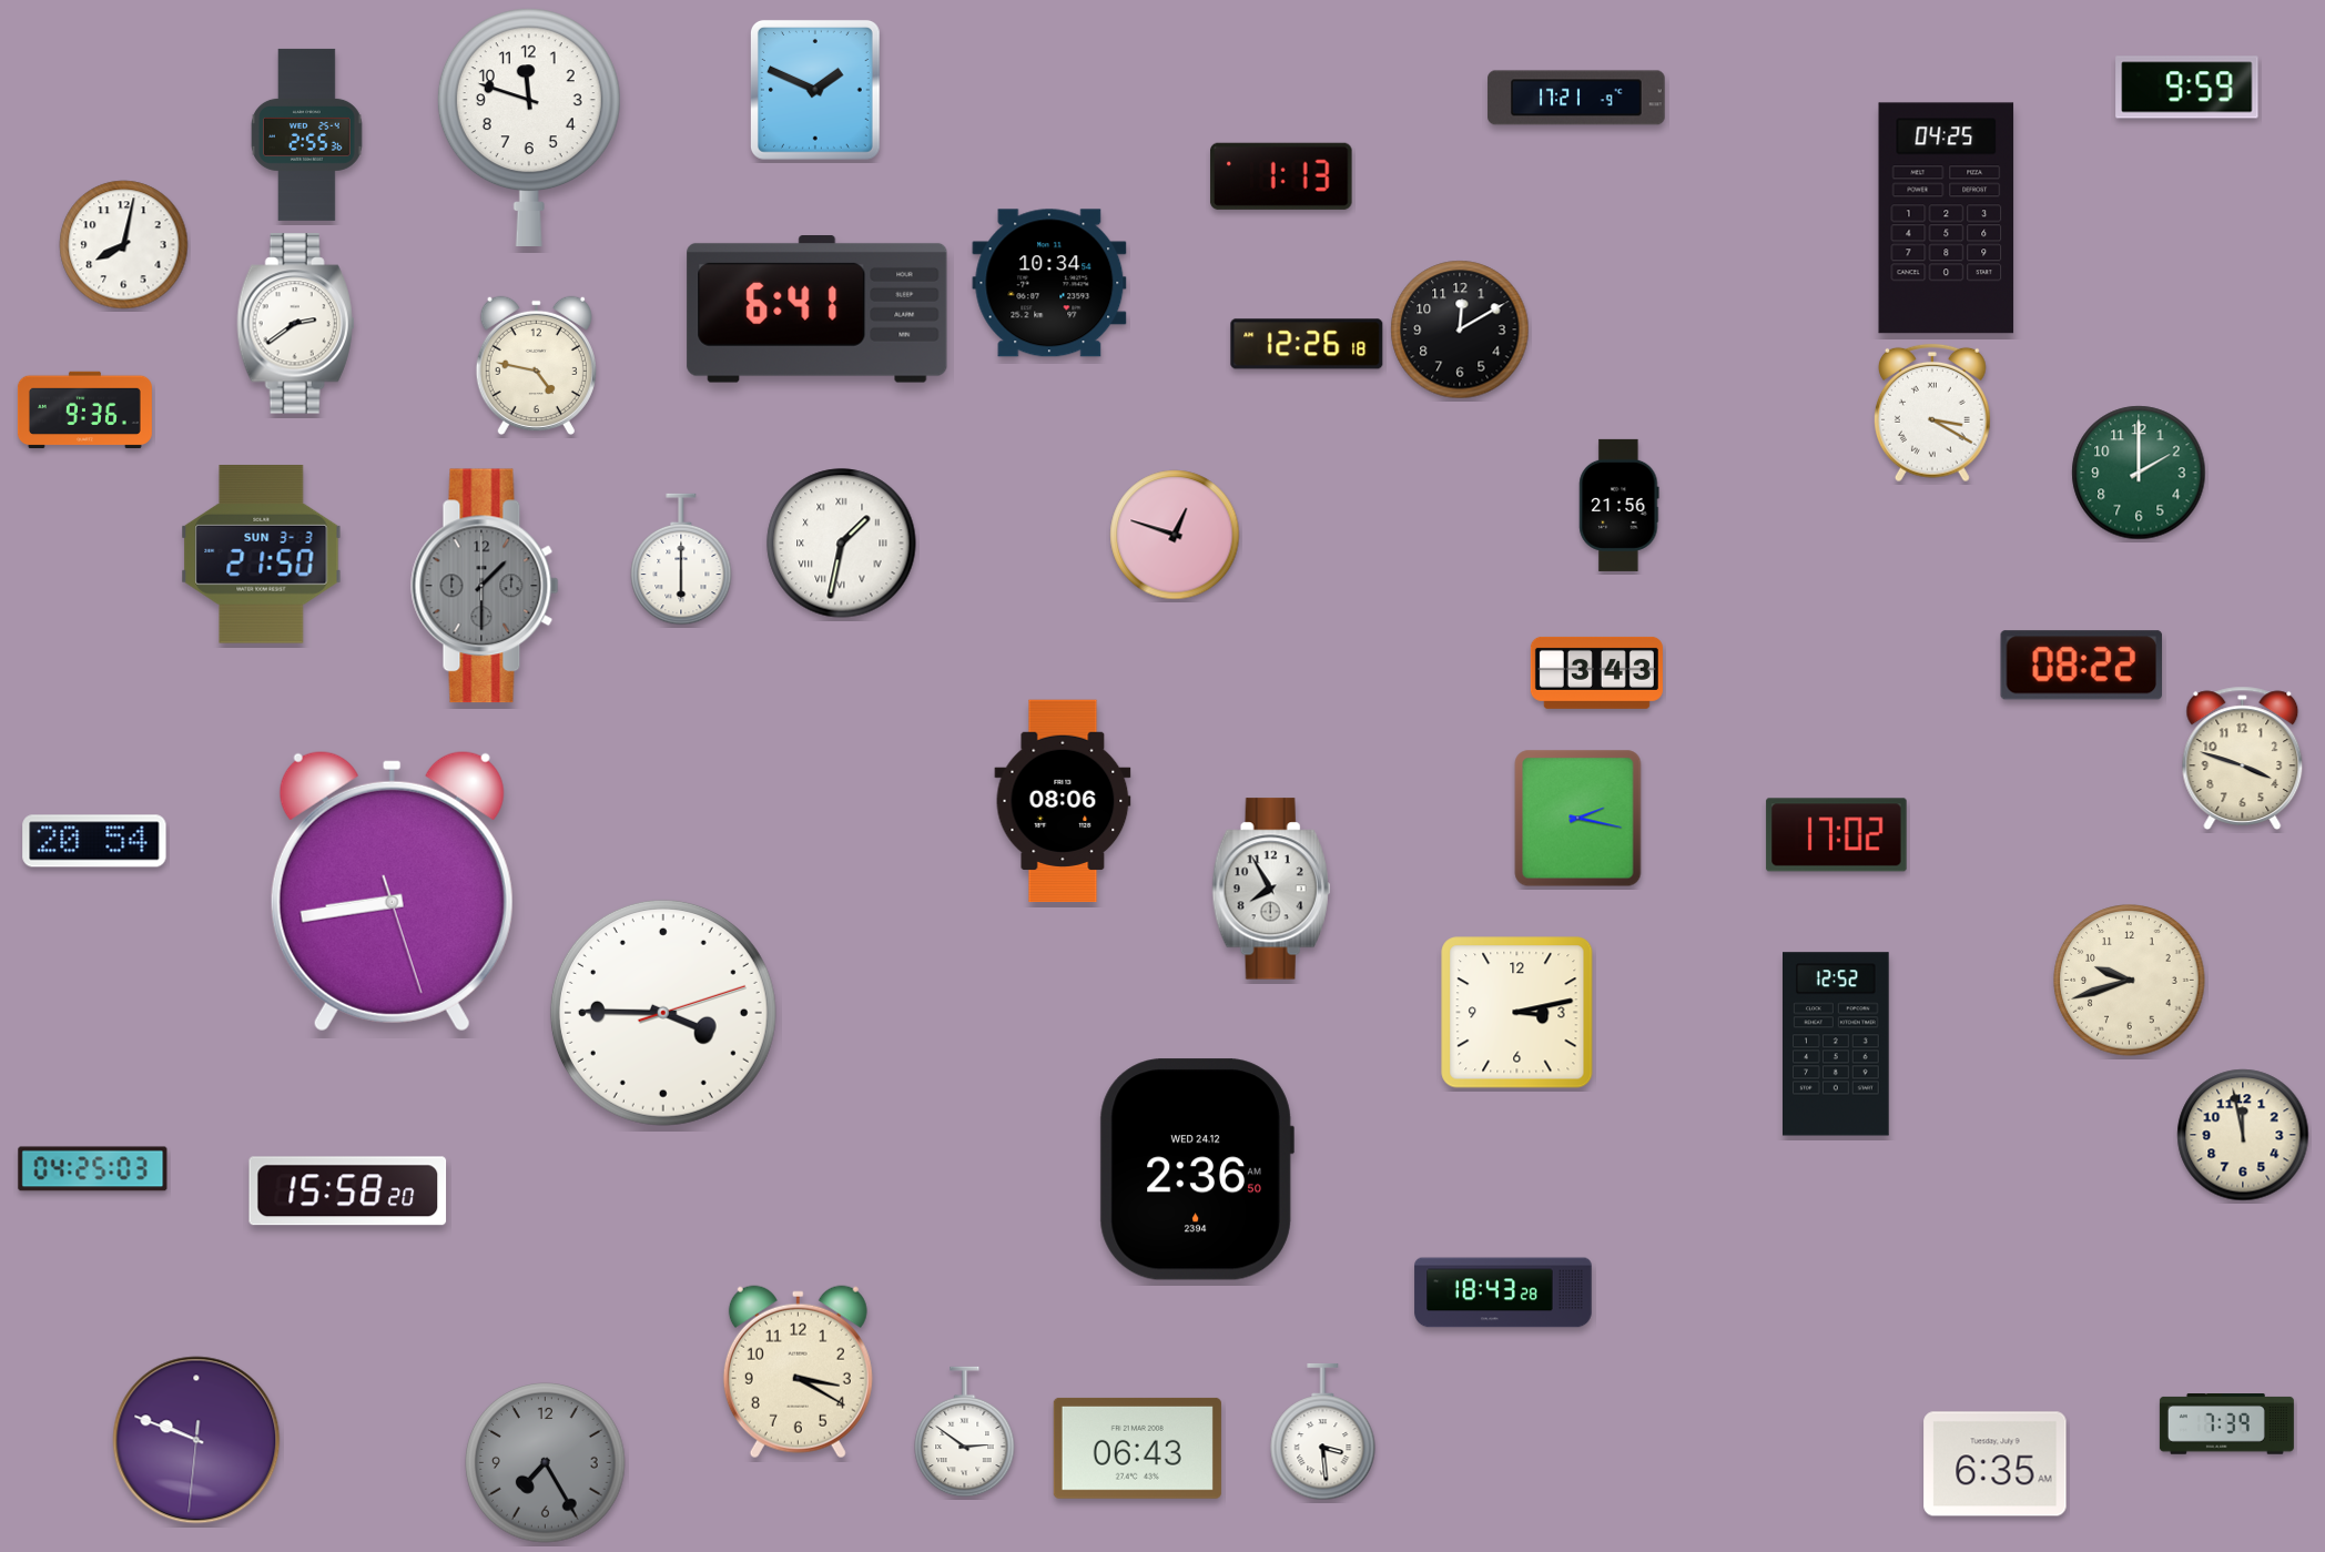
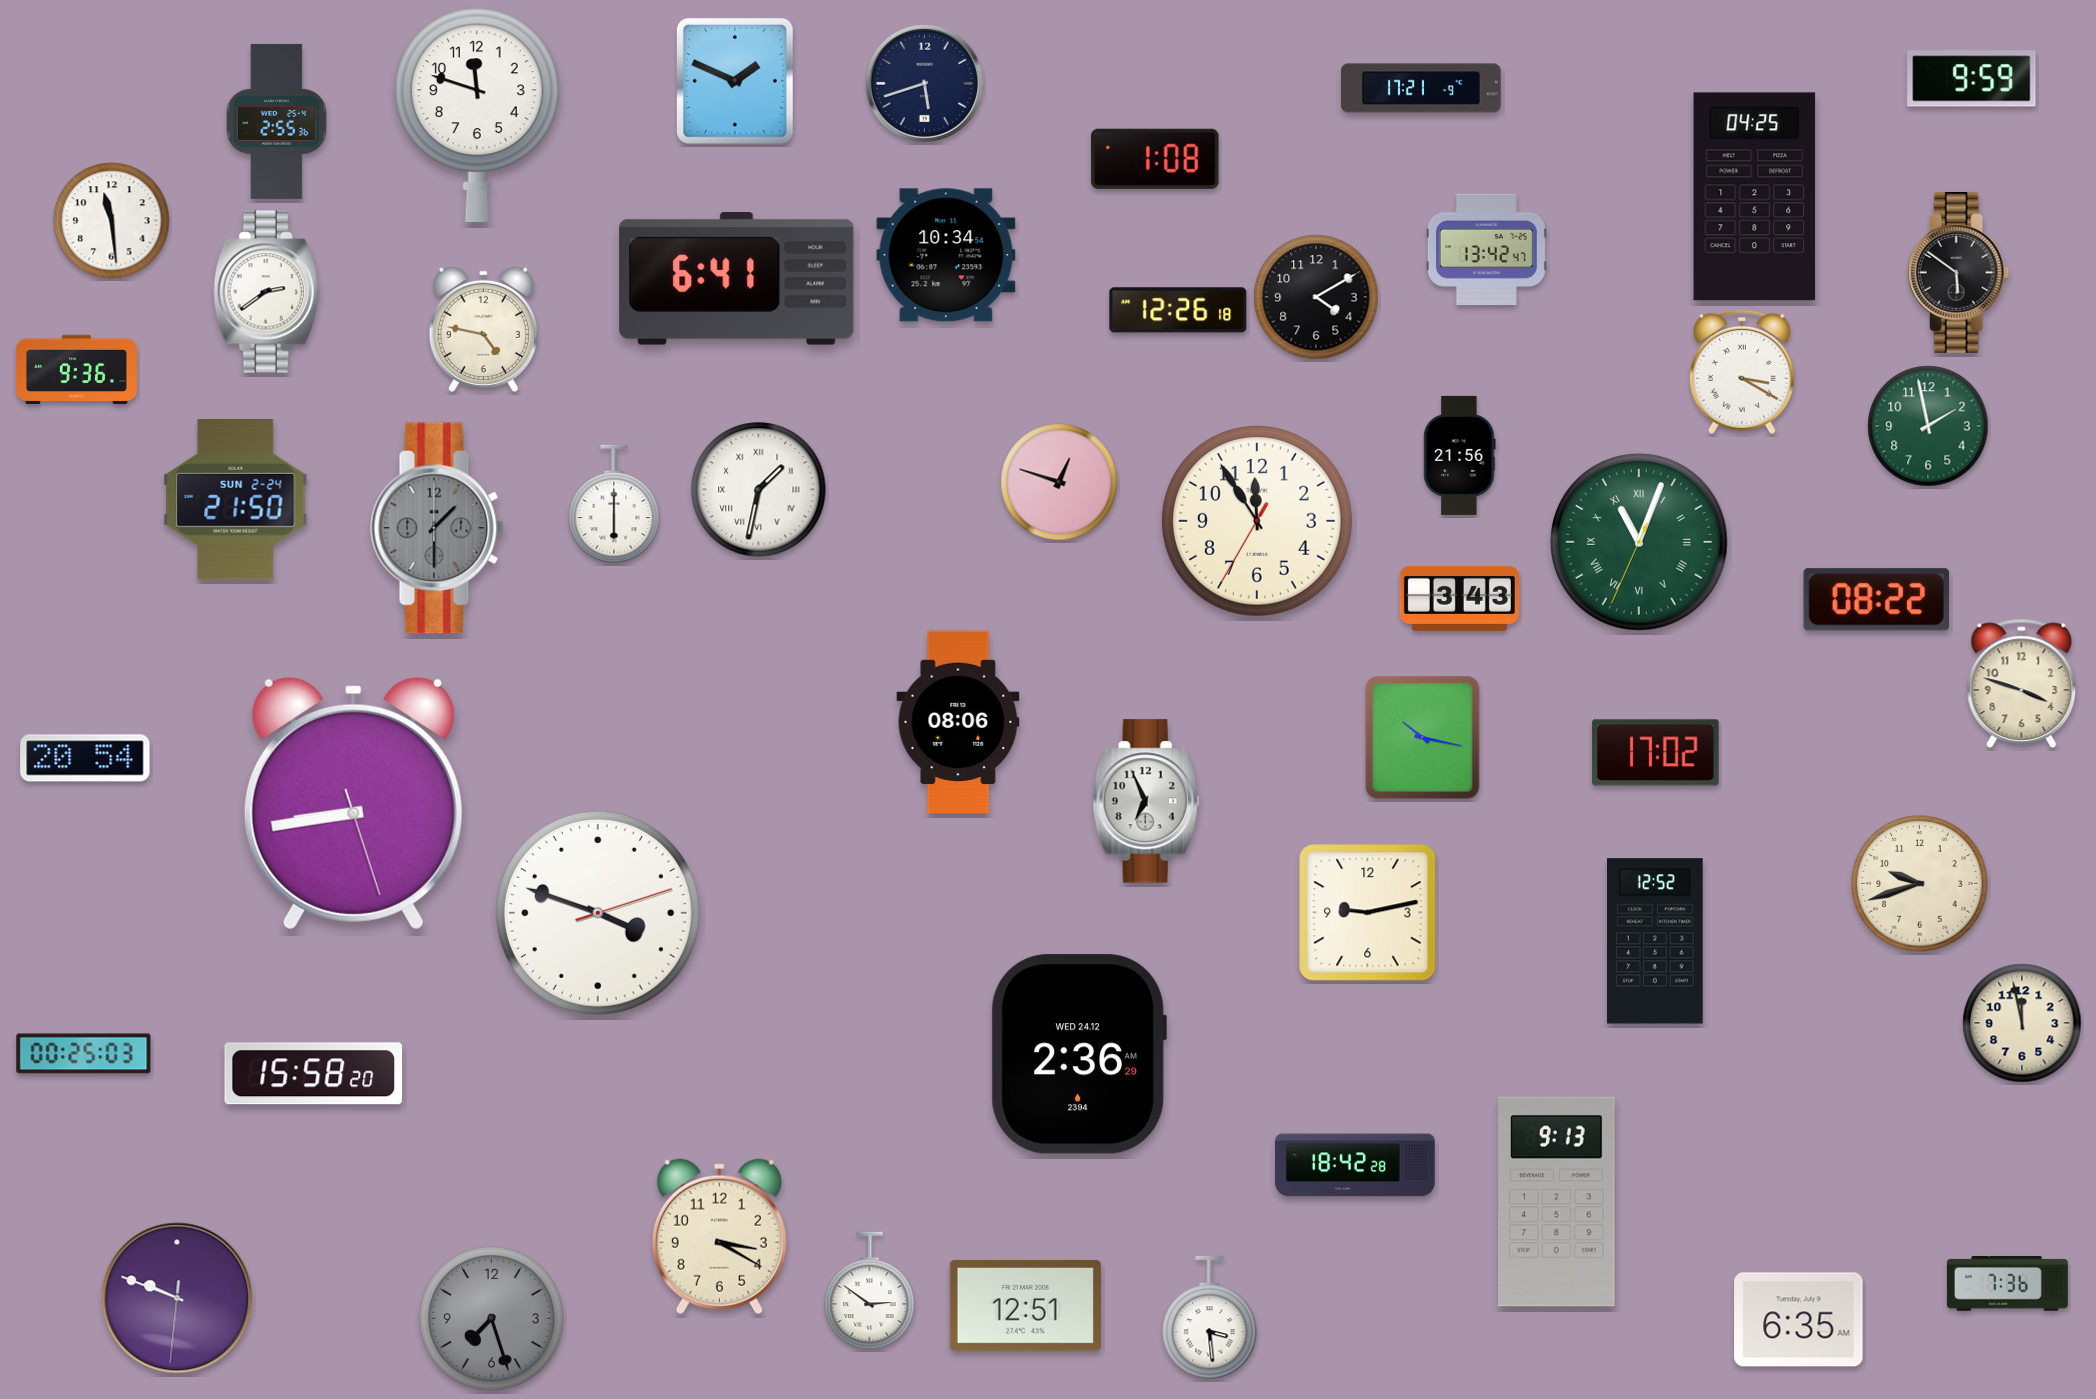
clock at (924, 83): none -> 5:42
clock at (1281, 176): 1:13 -> 1:08
clock at (124, 245): 8:02 -> 11:29
clock at (1486, 250): none -> 13:42
clock at (1959, 273): none -> 5:51
clock at (1460, 329): 12:10 -> 4:10
clock at (2139, 473): 2:00 -> 1:58
clock at (262, 555) date: SUN 3-3 -> SUN 2-24
clock at (1257, 521): none -> 11:54
clock at (1639, 542): none -> 11:03
clock at (1596, 672) position: (1596, 672) -> (1459, 598)
clock at (1578, 819): 2:17 -> 10:17
clock at (1271, 889): 7:55 -> 6:56
clock at (663, 1013): 3:45 -> 3:48
clock at (1517, 1013): 3:13 -> 9:13
clock at (93, 1169): 04:25 -> 00:25
clock at (1197, 1169): 2:36:50 -> 2:36:29
clock at (1503, 1292): 18:43 -> 18:42
clock at (1557, 1202): none -> 9:13
clock at (2226, 1424): 7:39 -> 7:36
clock at (1323, 1432) position: (1323, 1432) -> (1210, 1318)
clock at (1137, 1448): 06:43 -> 12:51
clock at (546, 1463): 7:25 -> 7:27
